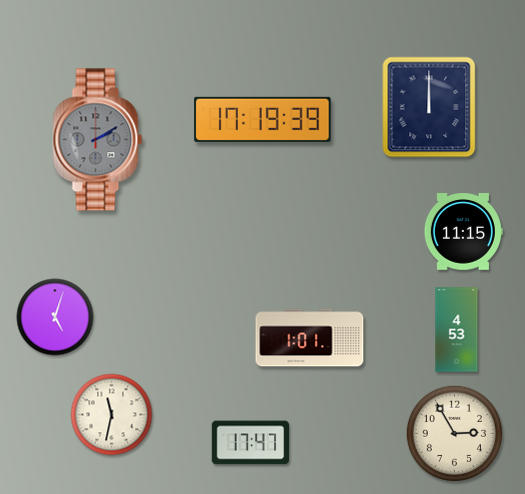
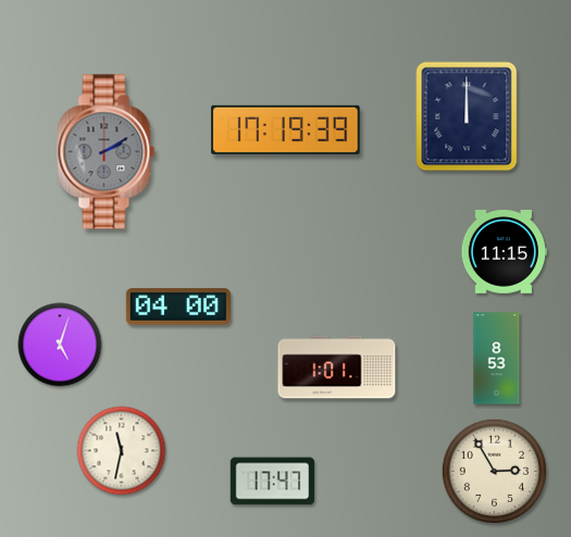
clock at (178, 307): none -> 04:00
clock at (457, 330): 4:53 -> 8:53
